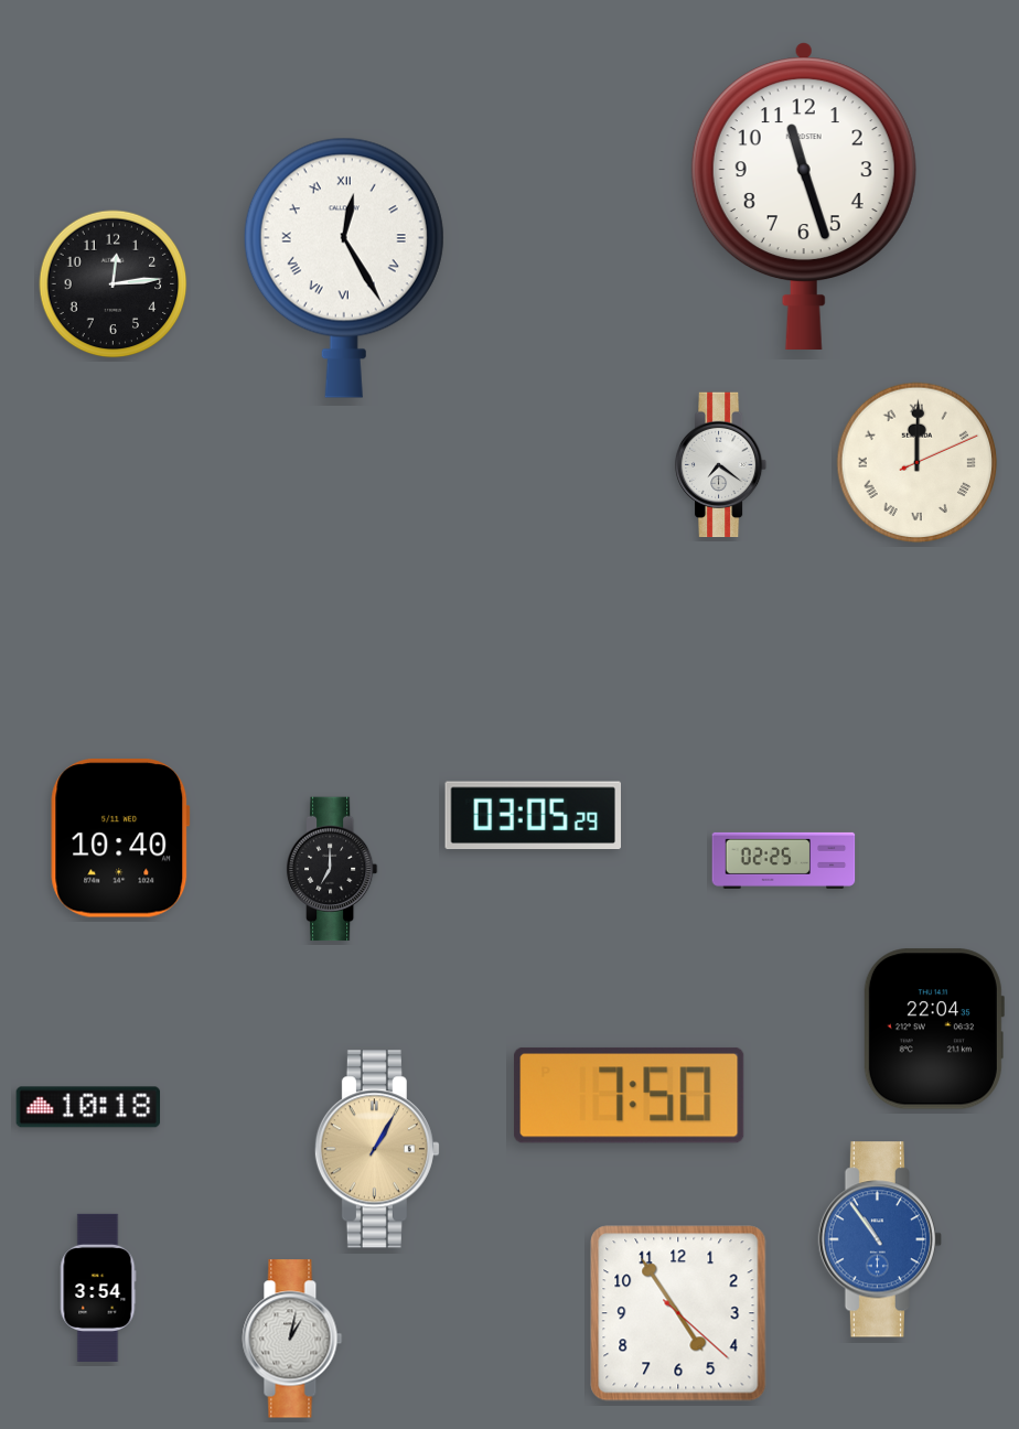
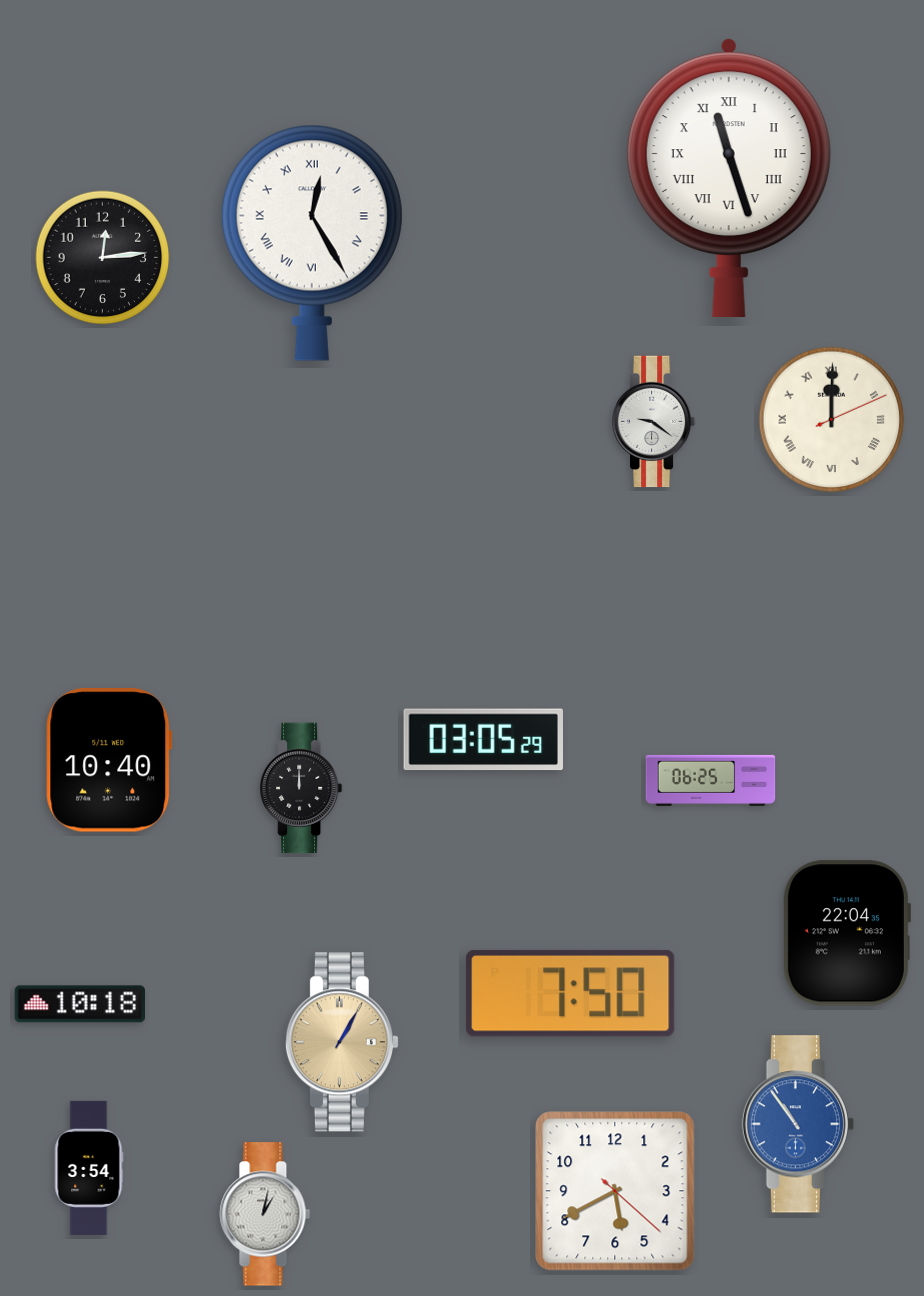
clock at (804, 195) numerals: Arabic -> Roman
clock at (721, 465): 7:21 -> 9:21
clock at (784, 860): 02:25 -> 06:25
clock at (332, 869): 7:00 -> 12:00
clock at (678, 1313): 4:54 -> 5:40
